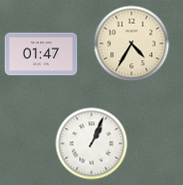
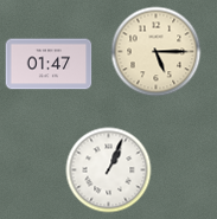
clock at (132, 44): 4:35 -> 5:15
